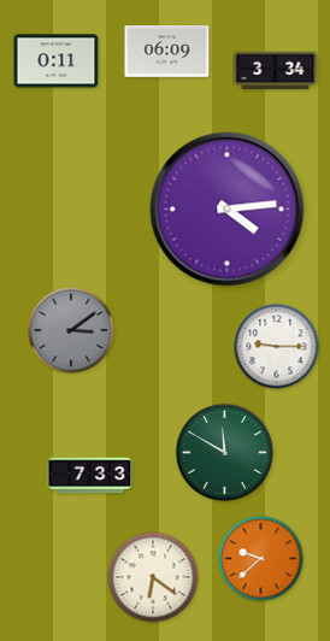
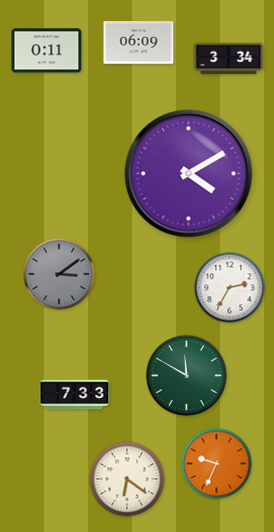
clock at (228, 210): 4:14 -> 4:10
clock at (277, 347): 9:15 -> 2:35
clock at (261, 559): 9:38 -> 9:34
